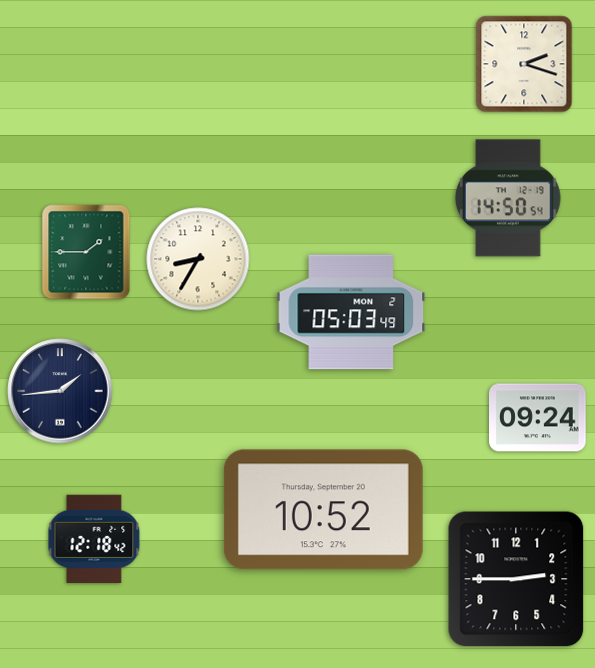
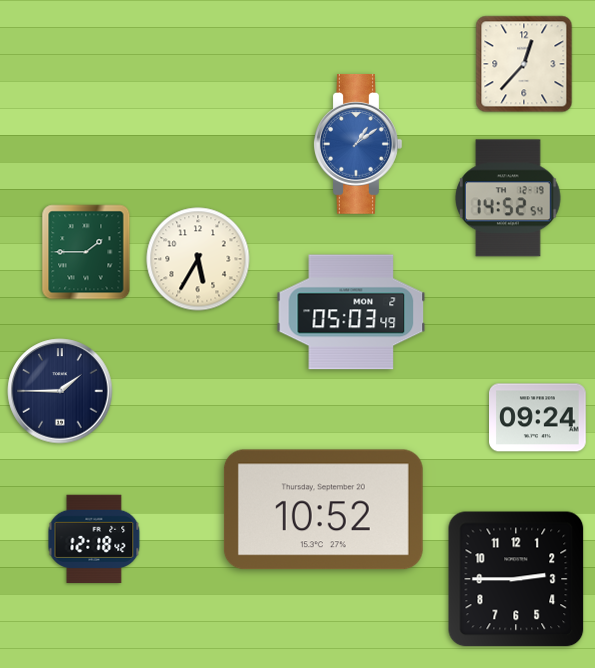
clock at (524, 64): 2:18 -> 12:37
clock at (358, 144): none -> 1:09
clock at (508, 198): 14:50 -> 14:52
clock at (198, 259): 8:35 -> 5:35
clock at (60, 391): 1:44 -> 1:45
